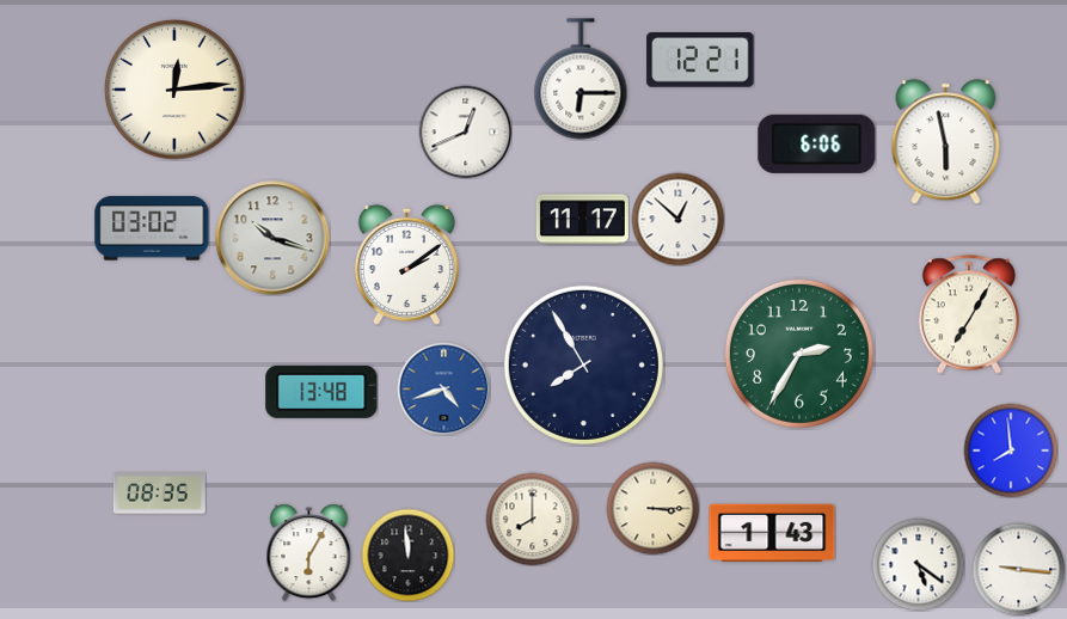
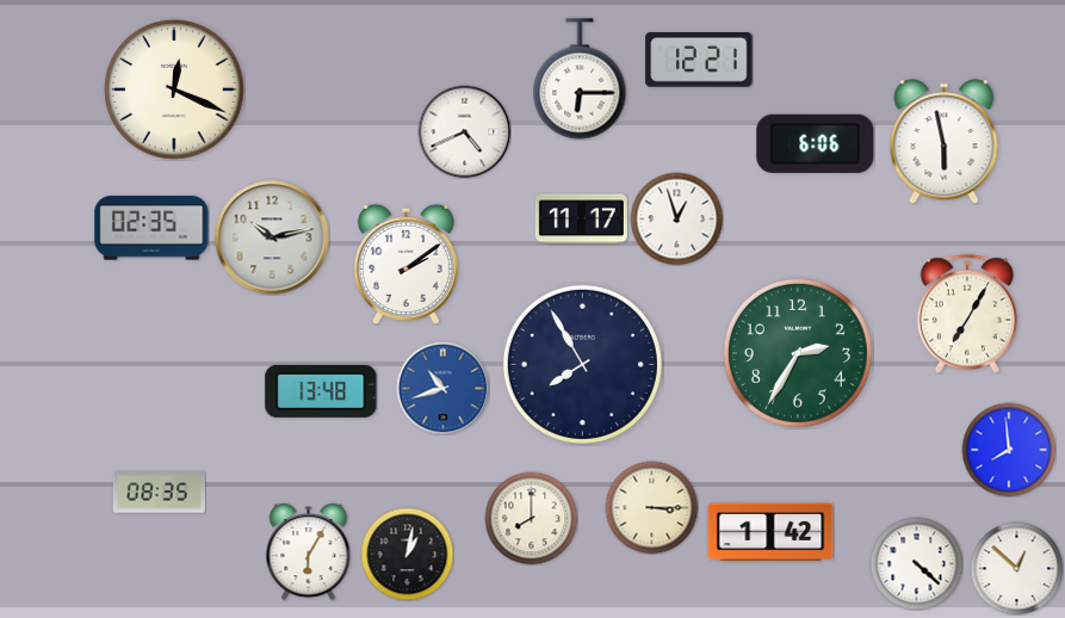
clock at (174, 90): 12:14 -> 12:19
clock at (465, 131): 12:41 -> 4:41
clock at (677, 219): 12:52 -> 12:57
clock at (152, 228): 03:02 -> 02:35
clock at (272, 238): 10:18 -> 10:13
clock at (443, 388): 4:42 -> 10:42
clock at (772, 533): 1:43 -> 1:42
clock at (407, 554): 11:59 -> 1:02
clock at (918, 564): 5:21 -> 4:22
clock at (1018, 569): 9:16 -> 12:52
